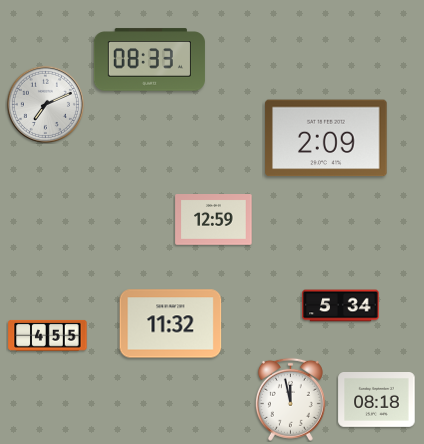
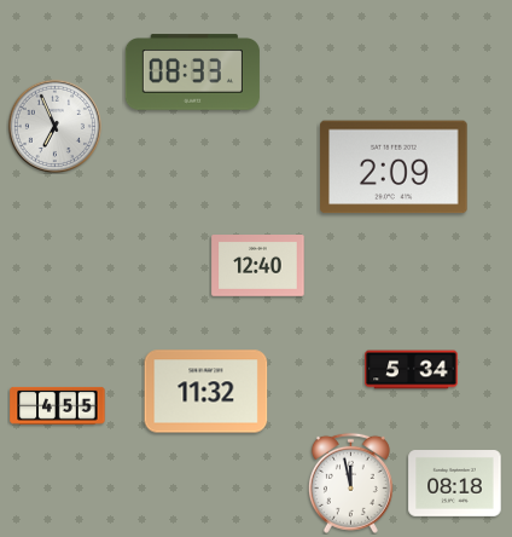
clock at (149, 60) position: (149, 60) -> (192, 73)
clock at (45, 104): 7:11 -> 6:56
clock at (214, 220): 12:59 -> 12:40
